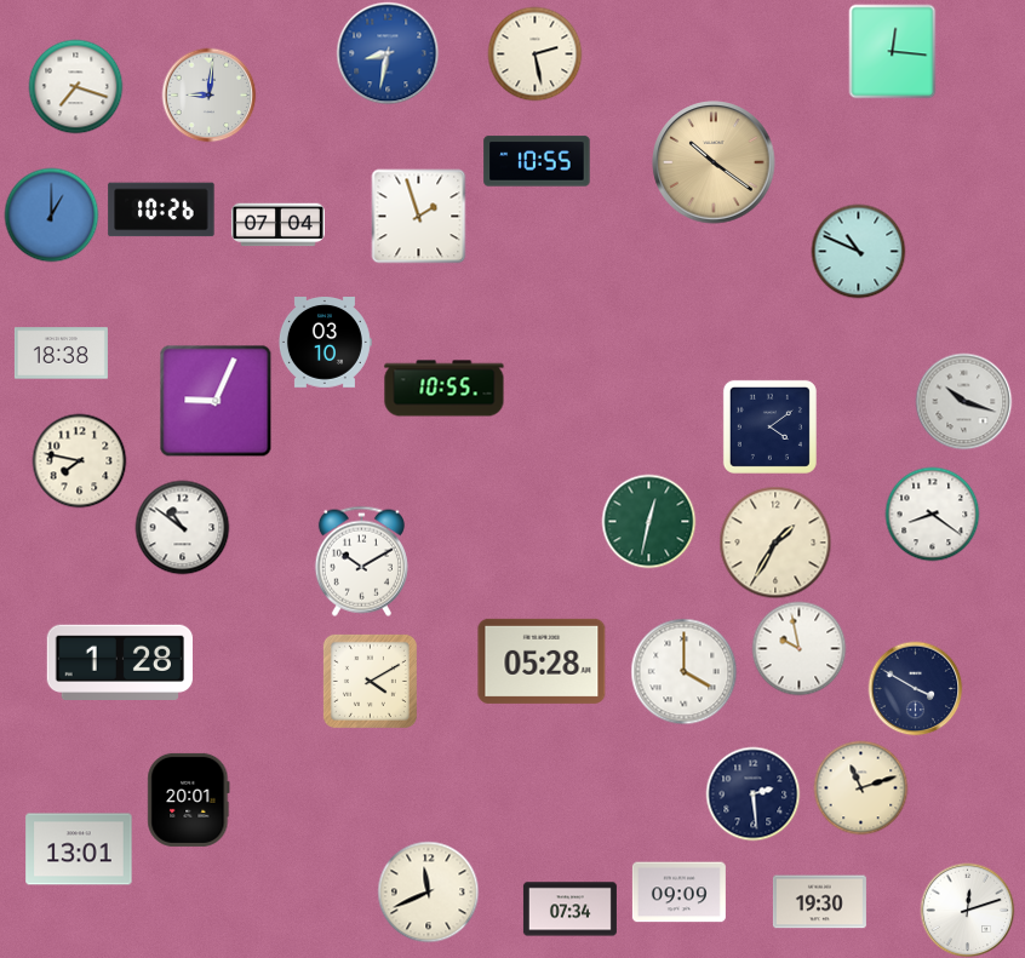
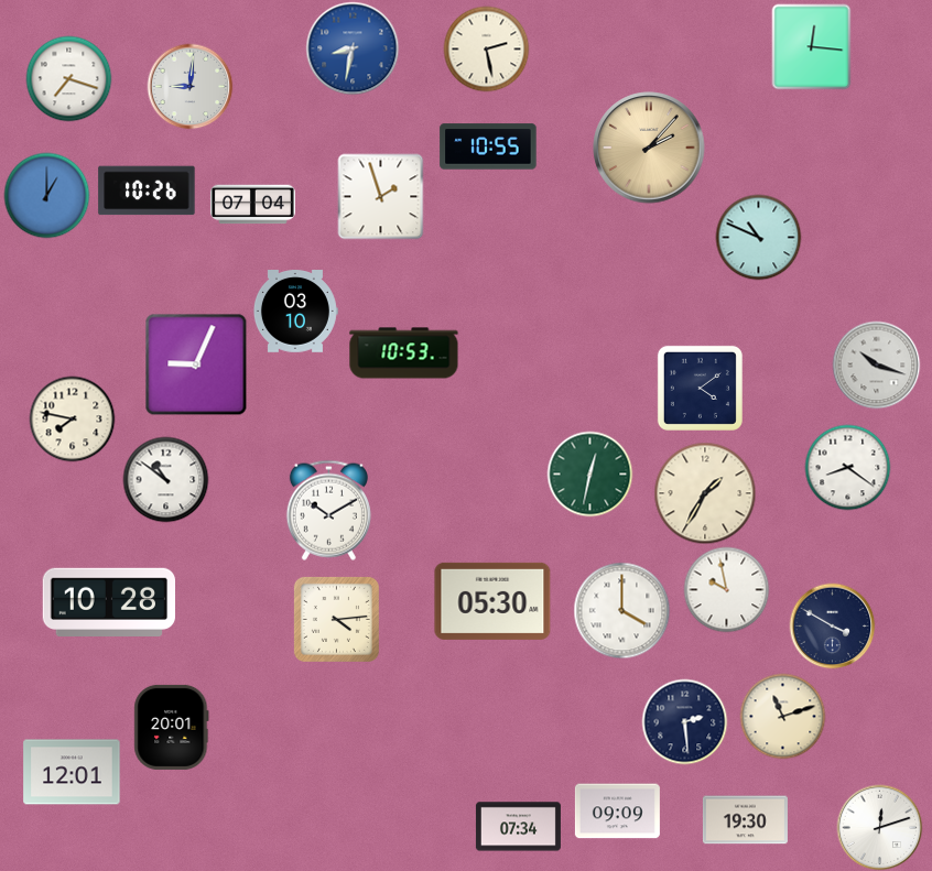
clock at (714, 162): 10:21 -> 2:07
clock at (858, 251) position: (858, 251) -> (758, 237)
clock at (61, 354): 18:38 -> none
clock at (445, 389): 10:55 -> 10:53
clock at (119, 661): 1:28 -> 10:28
clock at (542, 661): 05:28 -> 05:30
clock at (370, 681): 4:10 -> 4:14
clock at (79, 849): 13:01 -> 12:01
clock at (428, 891): 11:41 -> none
